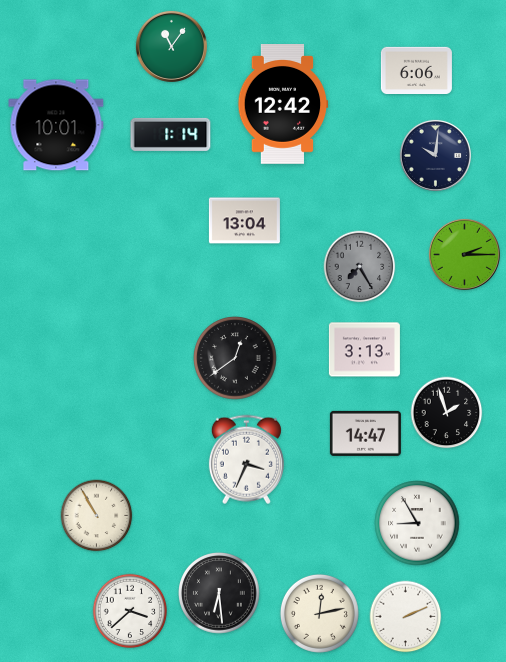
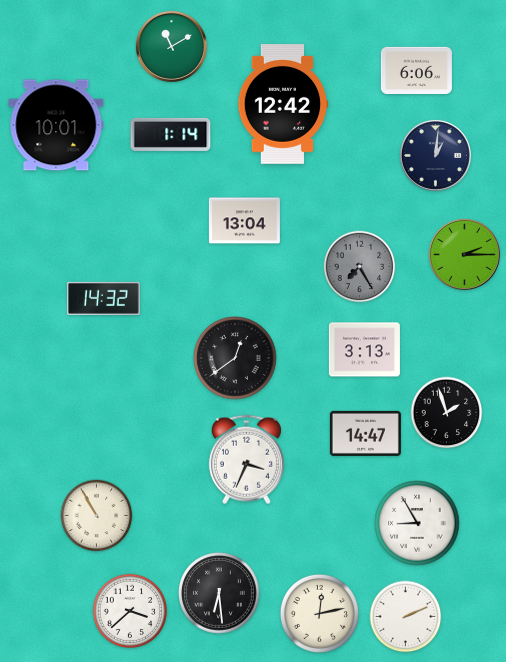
clock at (171, 46): 11:06 -> 11:10
clock at (435, 155): 10:01 -> 1:01
clock at (104, 298): none -> 14:32
